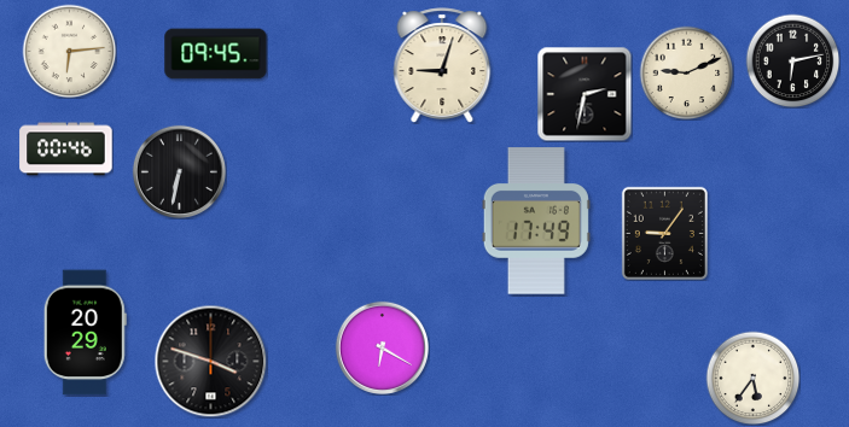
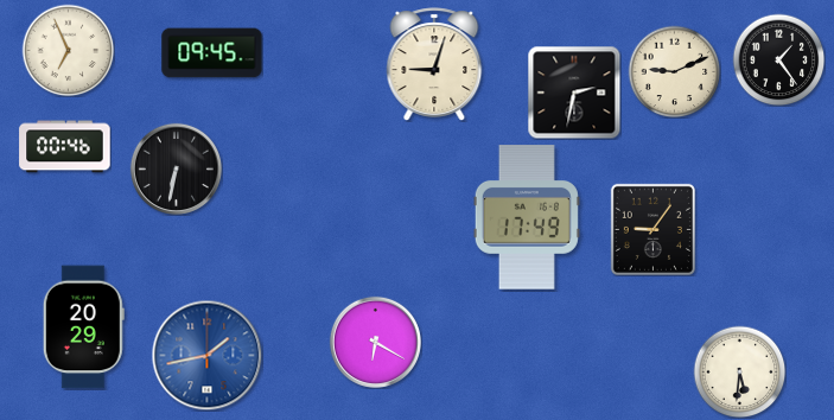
clock at (69, 51): 6:14 -> 6:56
clock at (792, 60): 6:13 -> 1:24
clock at (210, 361): 3:48 -> 1:43
clock at (210, 361) dial: black -> blue
clock at (752, 378): 5:36 -> 5:31
